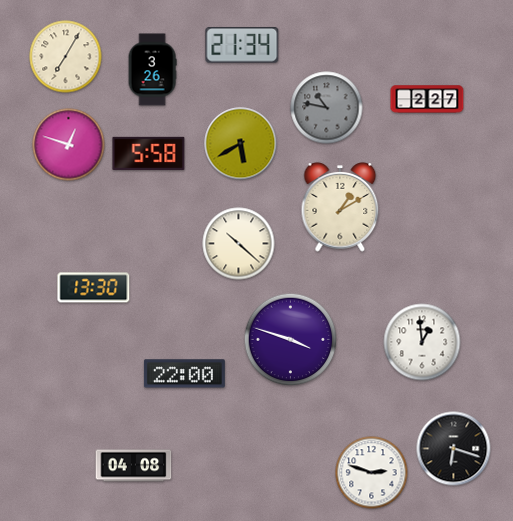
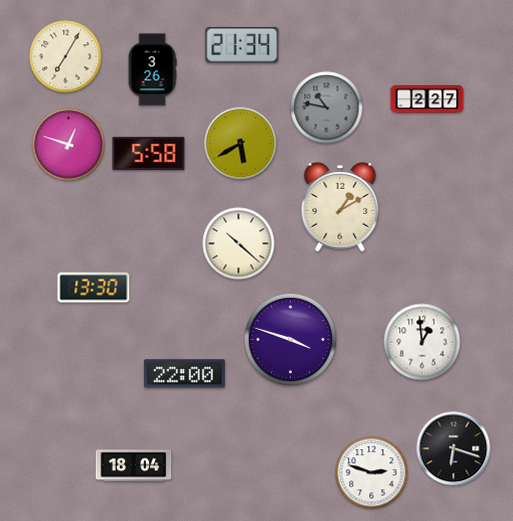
clock at (134, 466): 04:08 -> 18:04
